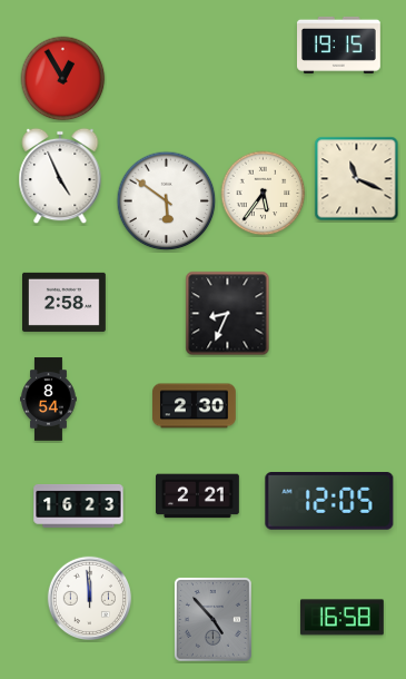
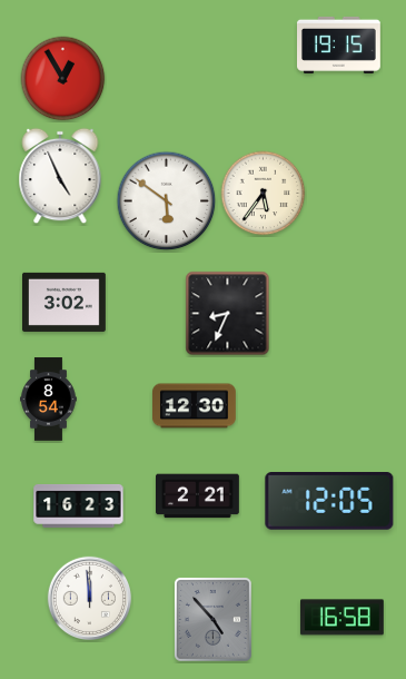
clock at (357, 179): 11:19 -> none
clock at (65, 302): 2:58 -> 3:02
clock at (195, 406): 2:30 -> 12:30
